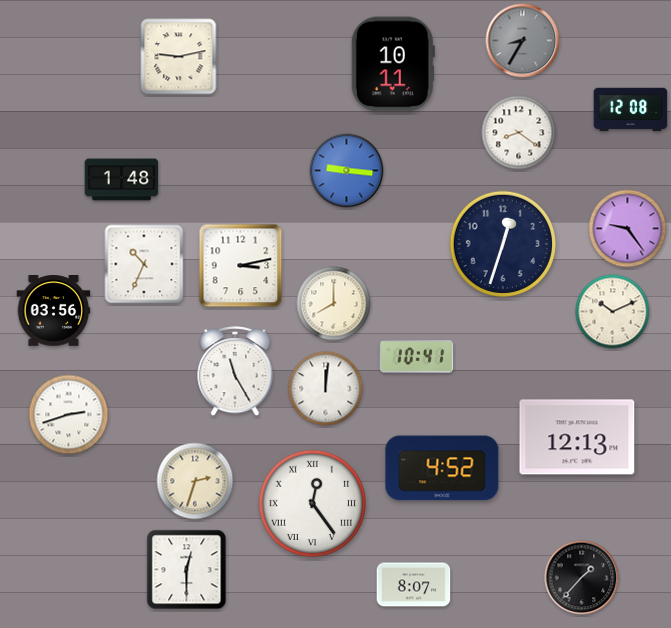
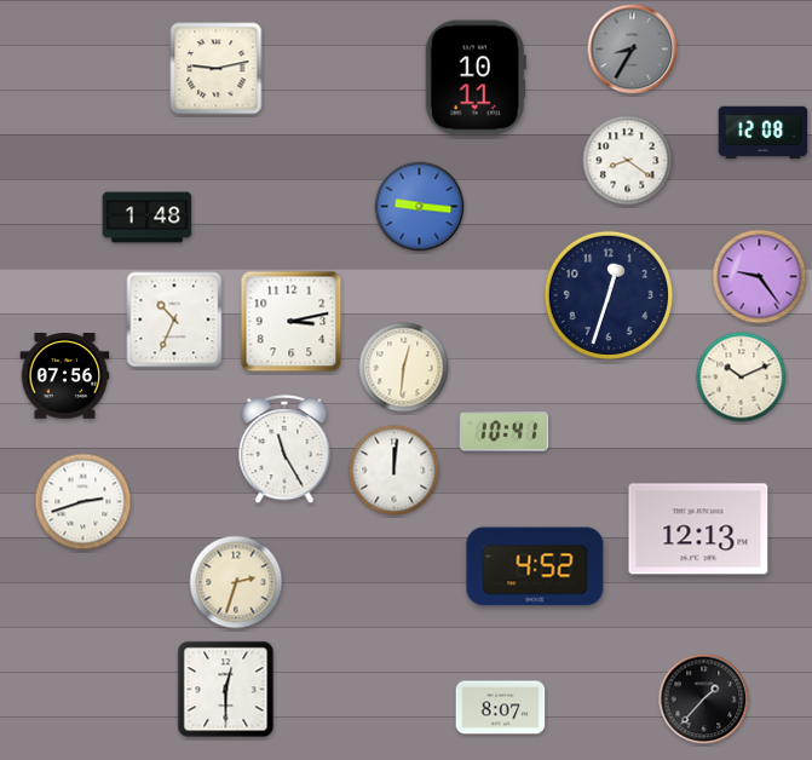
clock at (334, 304): 8:00 -> 12:31
clock at (54, 311): 03:56 -> 07:56
clock at (312, 503): 12:24 -> none
